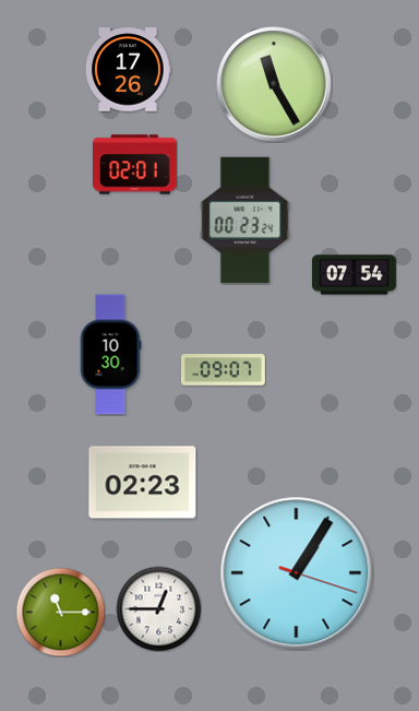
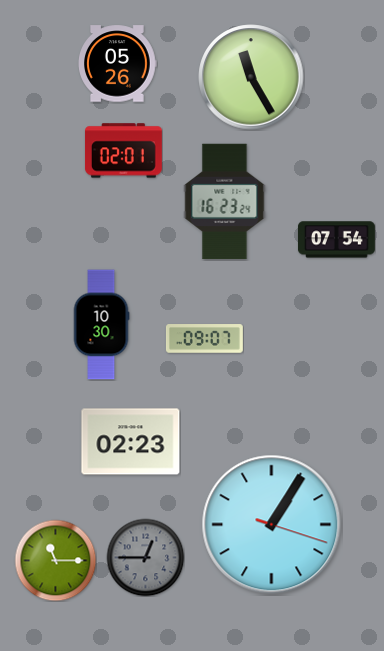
clock at (128, 70): 17:26 -> 05:26
clock at (246, 221): 00:23 -> 16:23
clock at (354, 275) position: (354, 275) -> (336, 240)
clock at (158, 608) dial: white -> grey
